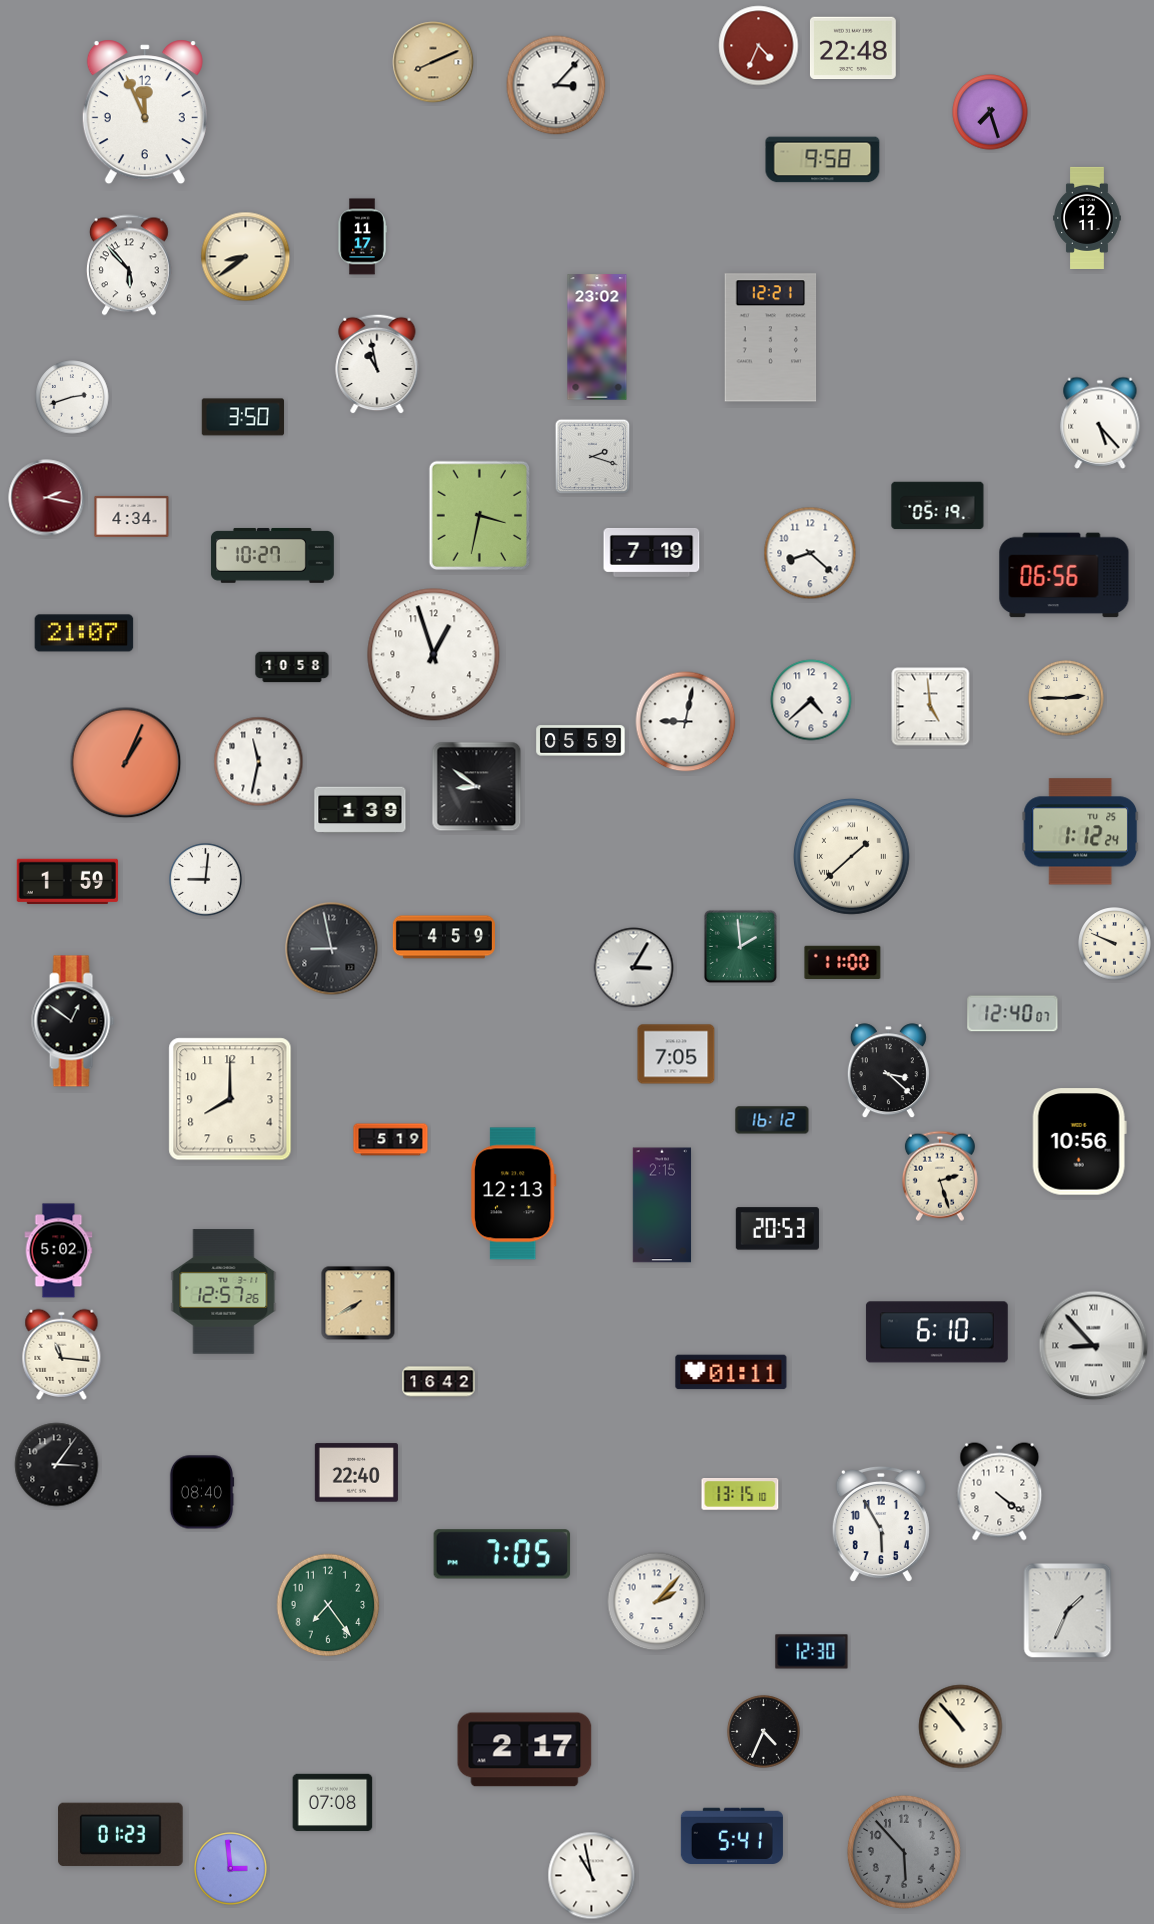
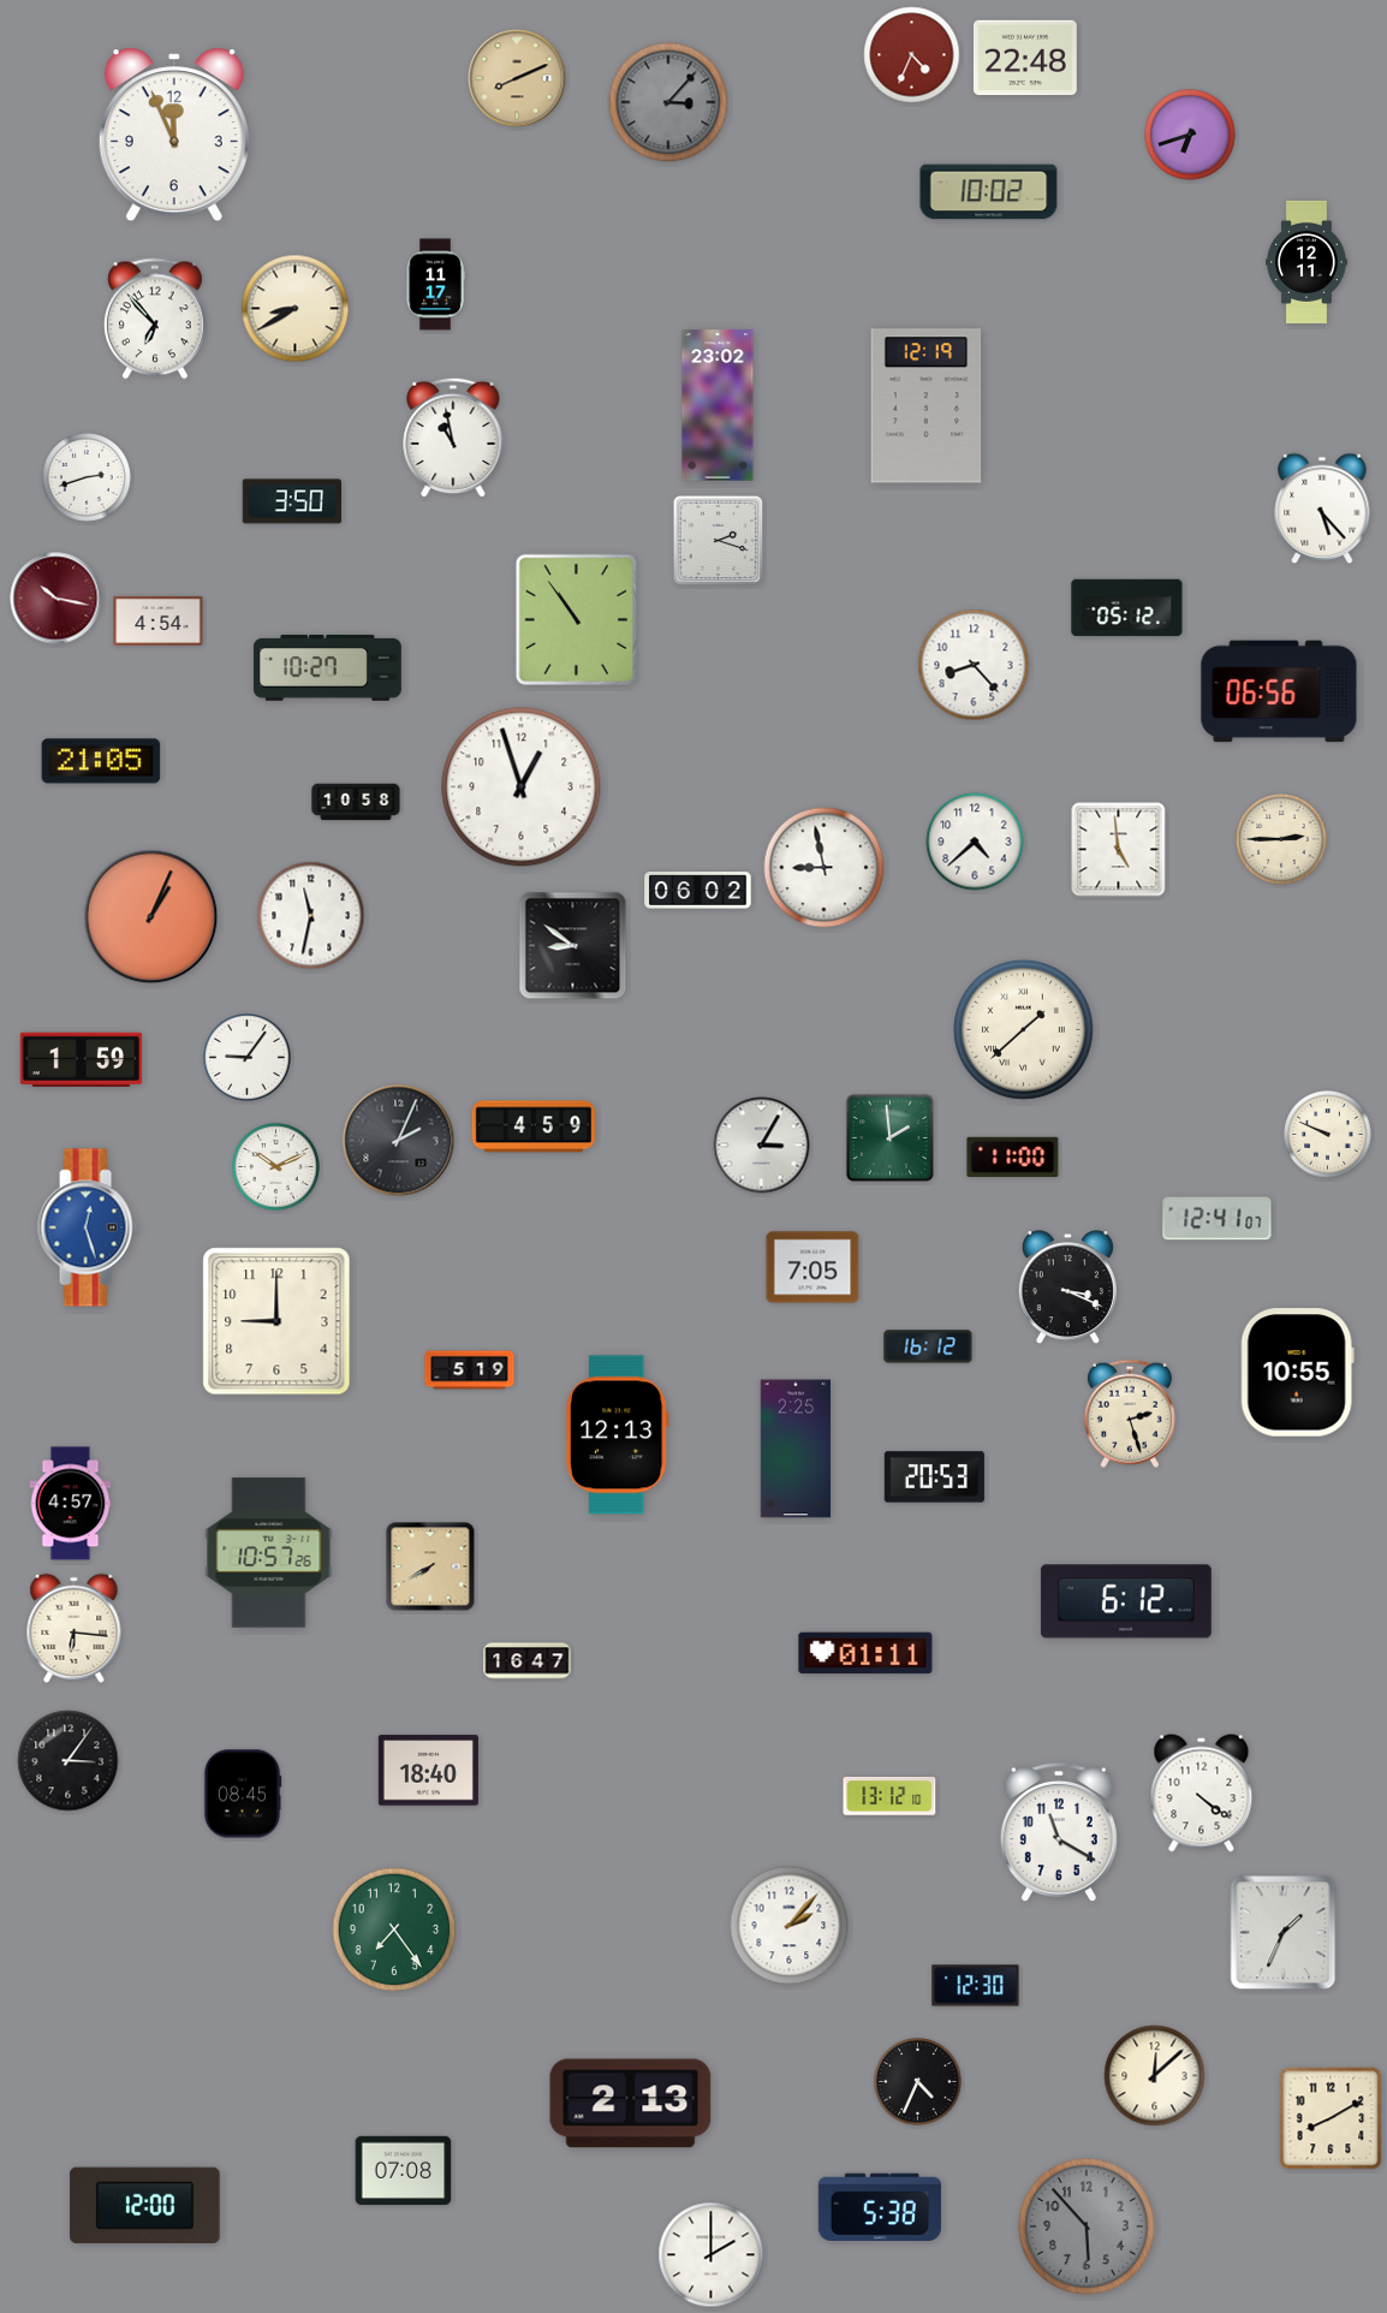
clock at (433, 62) position: (433, 62) -> (517, 78)
clock at (556, 85) dial: white -> grey
clock at (990, 112): 7:27 -> 6:42
clock at (823, 160): 9:58 -> 10:02
clock at (246, 257): 8:39 -> 8:40
clock at (129, 265): 5:53 -> 6:53
clock at (771, 338): 12:21 -> 12:19
clock at (593, 457) position: (593, 457) -> (719, 541)
clock at (47, 498): 2:17 -> 10:17
clock at (938, 506): 05:19 -> 05:12
clock at (132, 516): 4:34 -> 4:54
clock at (479, 516): 3:32 -> 10:54
clock at (652, 552): 7:19 -> none
clock at (810, 553): 8:22 -> 8:23
clock at (84, 633): 21:07 -> 21:05
clock at (292, 667) position: (292, 667) -> (356, 802)
clock at (686, 722): 9:02 -> 8:58
clock at (581, 741): 05:59 -> 06:02
clock at (360, 810): 1:39 -> none
clock at (1081, 832): 1:12 -> none
clock at (206, 880): 9:01 -> 9:06
clock at (1115, 944) position: (1115, 944) -> (1328, 1135)
clock at (332, 949): 8:58 -> 2:04
clock at (634, 968) position: (634, 968) -> (762, 1146)
clock at (276, 1167): none -> 10:11
clock at (1013, 1014): 12:40 -> 12:41
clock at (73, 1021): 12:51 -> 12:27
clock at (73, 1021) dial: black -> blue
clock at (888, 1071): 3:22 -> 3:19
clock at (230, 1099): 8:00 -> 9:00
clock at (1079, 1142): 10:56 -> 10:55
clock at (662, 1205): 2:15 -> 2:25
clock at (59, 1251): 5:02 -> 4:57
clock at (224, 1292): 12:57 -> 10:57
clock at (937, 1332): 6:10 -> 6:12
clock at (1094, 1346): 8:53 -> none
clock at (62, 1354): 11:16 -> 6:16
clock at (731, 1372) position: (731, 1372) -> (865, 1653)
clock at (439, 1382): 16:42 -> 16:47
clock at (356, 1473): 22:40 -> 18:40
clock at (202, 1492): 08:40 -> 08:45
clock at (740, 1495): 13:15 -> 13:12
clock at (881, 1524): 5:55 -> 11:20
clock at (502, 1554): 7:05 -> none
clock at (1068, 1611) position: (1068, 1611) -> (1284, 1933)
clock at (961, 1727): 10:53 -> 12:08
clock at (525, 1750): 2:17 -> 2:13
clock at (1331, 2118): none -> 8:10
clock at (333, 1803) position: (333, 1803) -> (404, 2171)
clock at (121, 1835): 01:23 -> 12:00
clock at (732, 1835): 5:41 -> 5:38
clock at (231, 1869): 2:59 -> none
clock at (592, 1876): 10:58 -> 2:00
